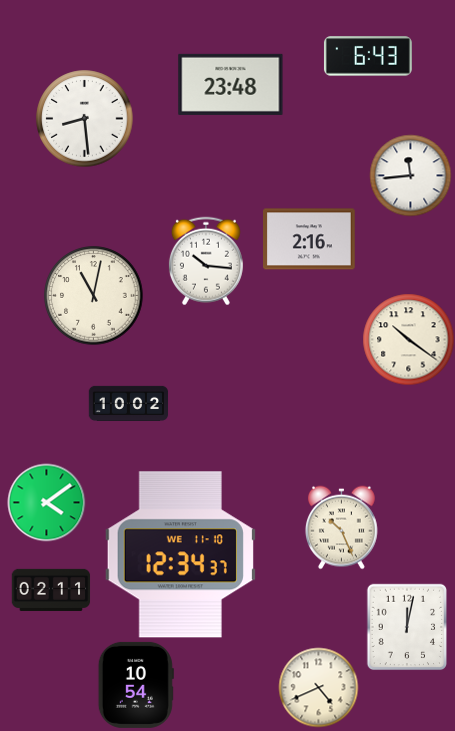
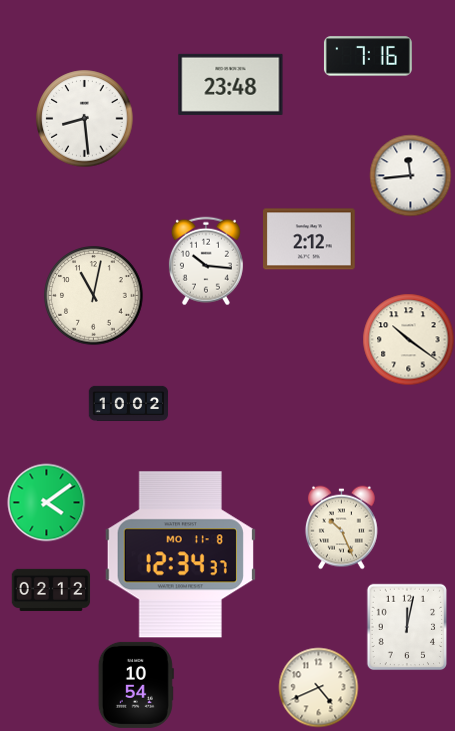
clock at (368, 56): 6:43 -> 7:16
clock at (310, 239): 2:16 -> 2:12
clock at (180, 555) date: WE 11-10 -> MO 11-8
clock at (51, 590): 02:11 -> 02:12
